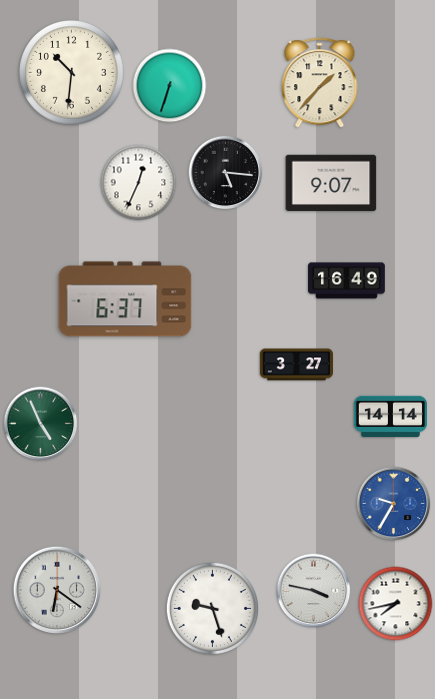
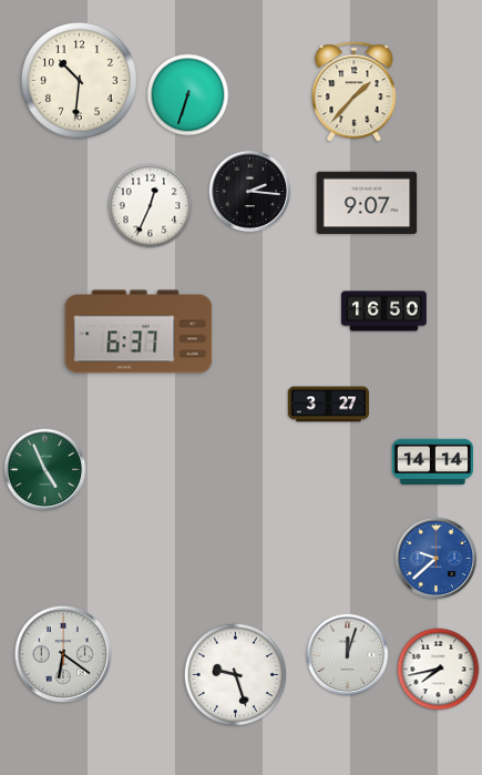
clock at (226, 173): 5:16 -> 2:16
clock at (139, 183) position: (139, 183) -> (151, 206)
clock at (347, 281): 16:49 -> 16:50
clock at (394, 504): 9:35 -> 9:38
clock at (314, 591): 3:47 -> 12:03
